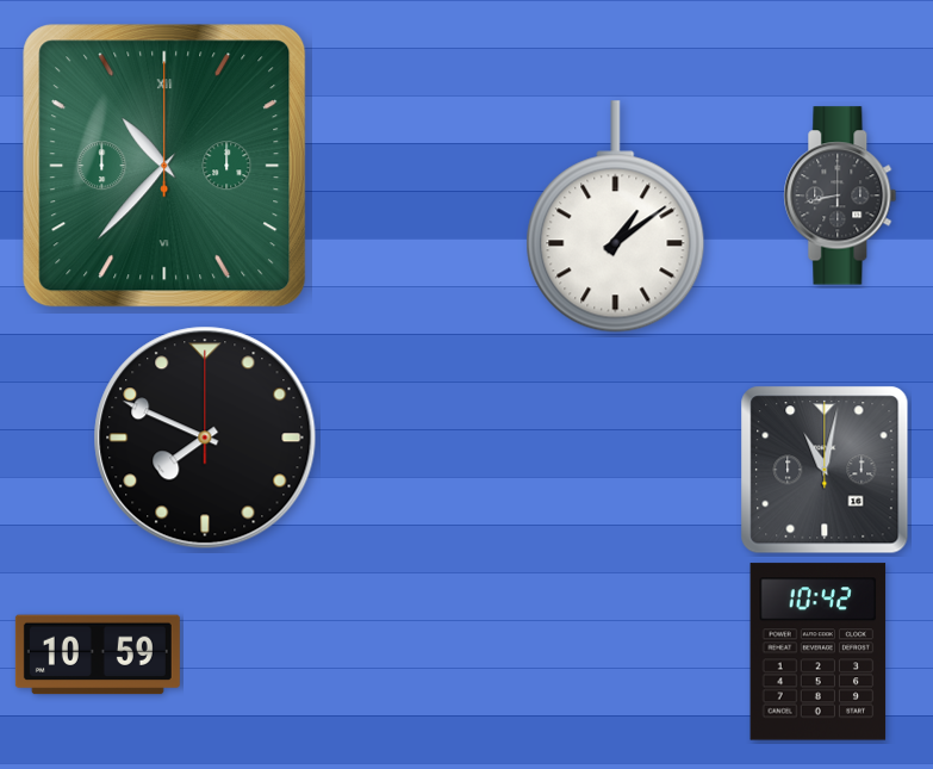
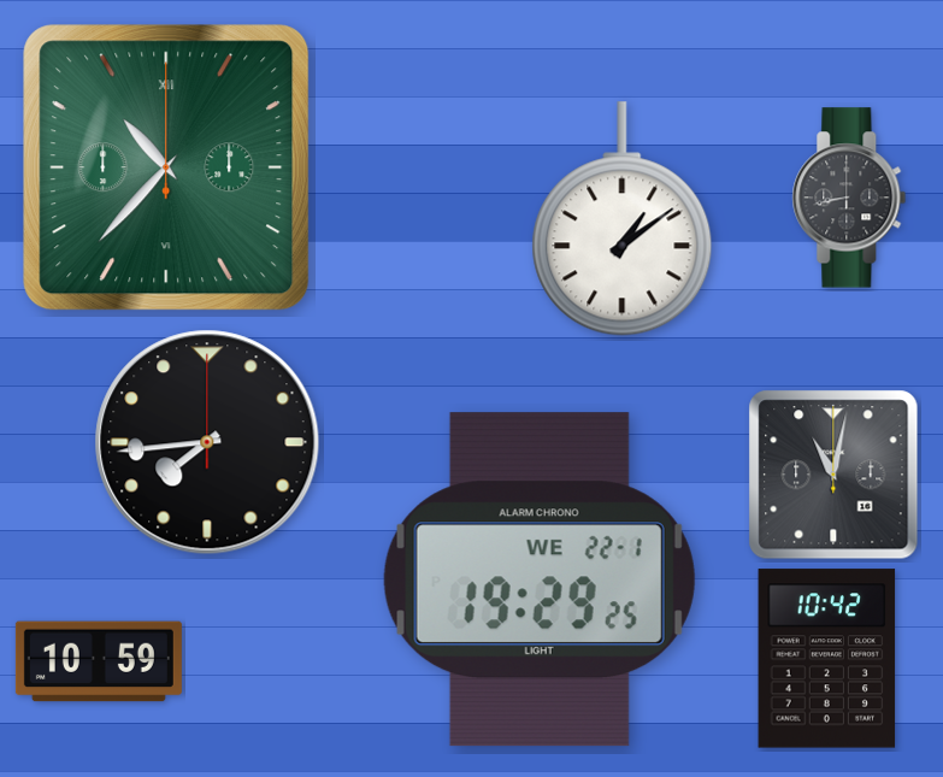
clock at (205, 438): 7:49 -> 7:44
clock at (540, 579): none -> 19:29
